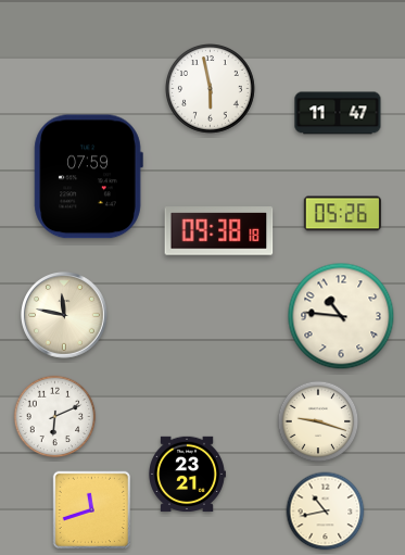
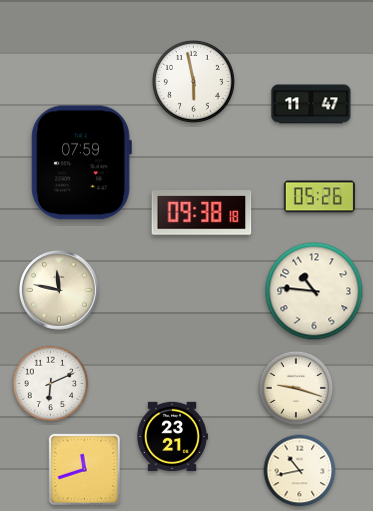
clock at (342, 214) position: (342, 214) -> (319, 197)
clock at (318, 421) position: (318, 421) -> (296, 388)
